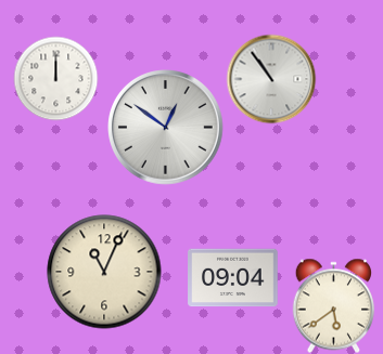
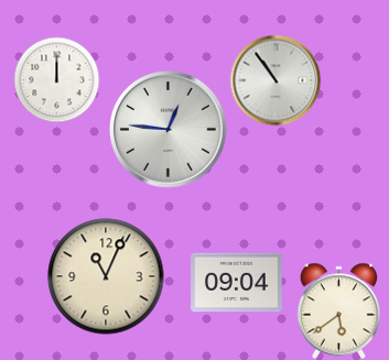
clock at (166, 128): 12:51 -> 12:46
